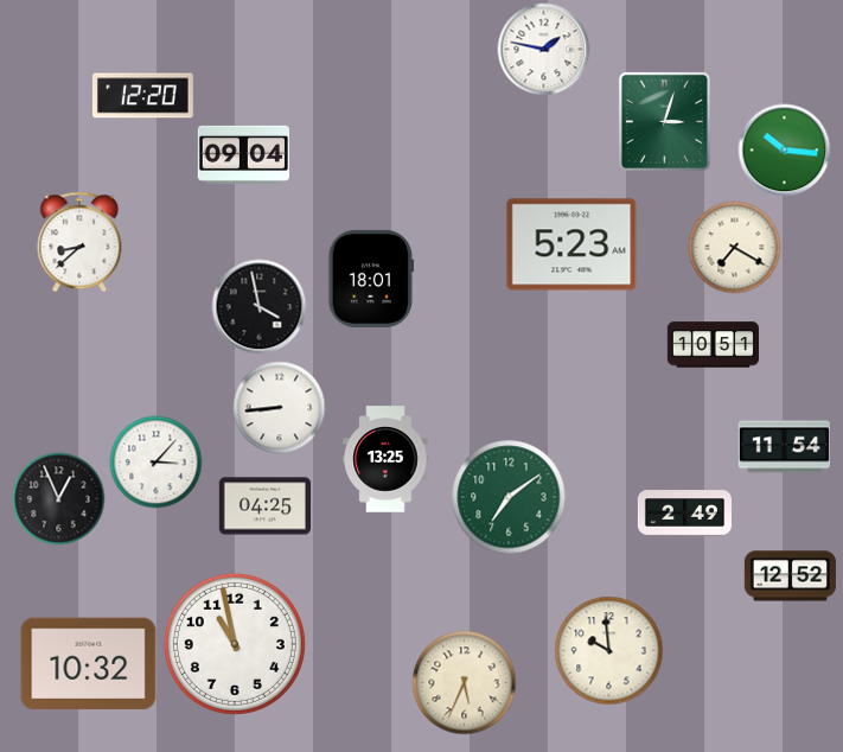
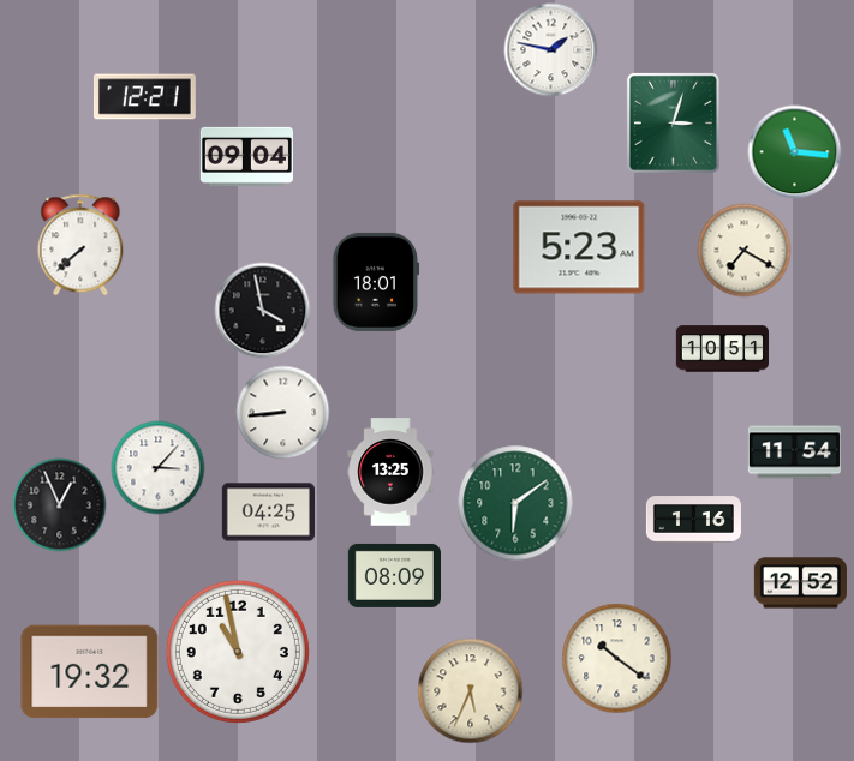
clock at (142, 96): 12:20 -> 12:21
clock at (784, 149): 10:16 -> 11:16
clock at (79, 242): 8:38 -> 7:38
clock at (385, 459) position: (385, 459) -> (390, 472)
clock at (509, 497): 7:09 -> 6:09
clock at (684, 514): 2:49 -> 1:16
clock at (394, 575): none -> 08:09
clock at (608, 650): 9:59 -> 10:21
clock at (89, 664): 10:32 -> 19:32
